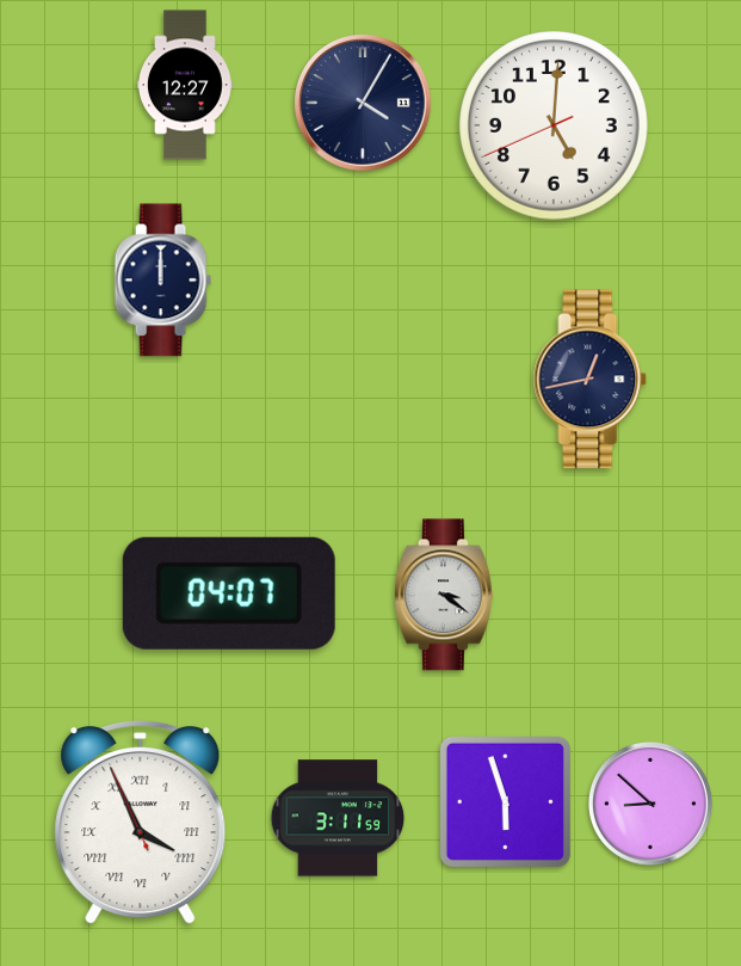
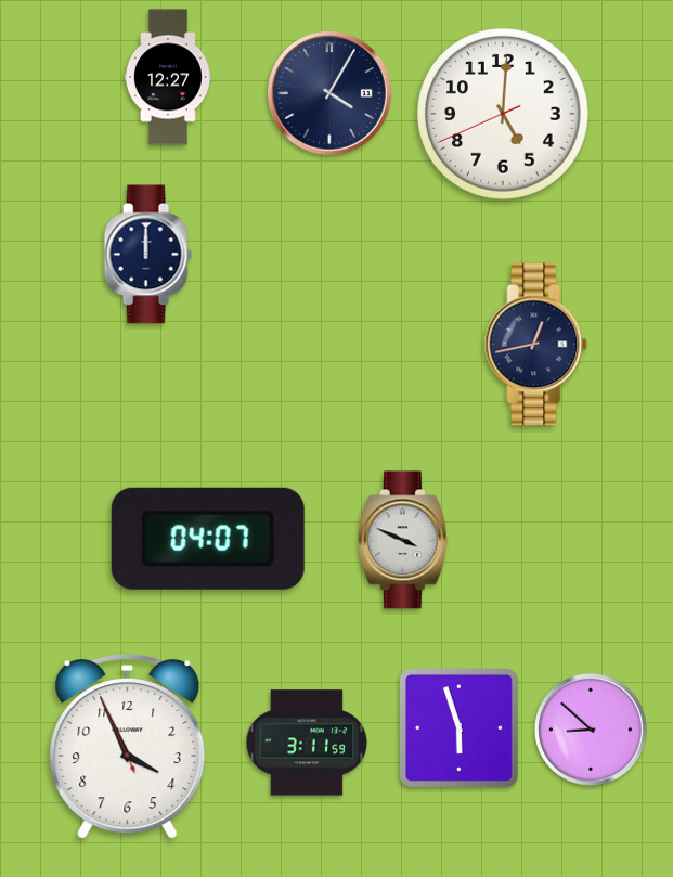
clock at (444, 595): 3:21 -> 3:49
clock at (141, 823) numerals: Roman -> Arabic
